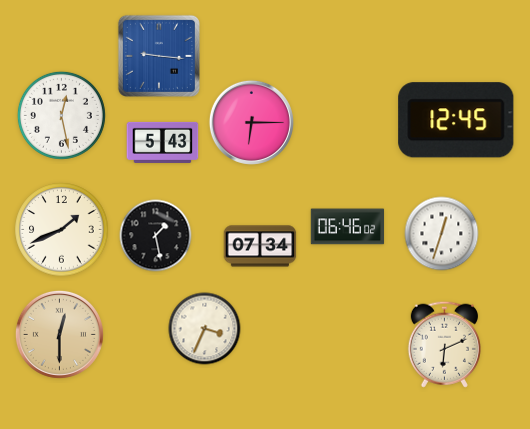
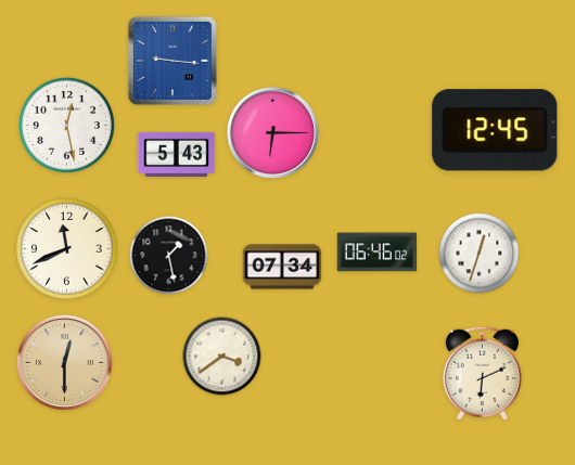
clock at (348, 227) position: (348, 227) -> (378, 253)
clock at (62, 230): 1:41 -> 11:41
clock at (205, 329): 3:34 -> 3:39
